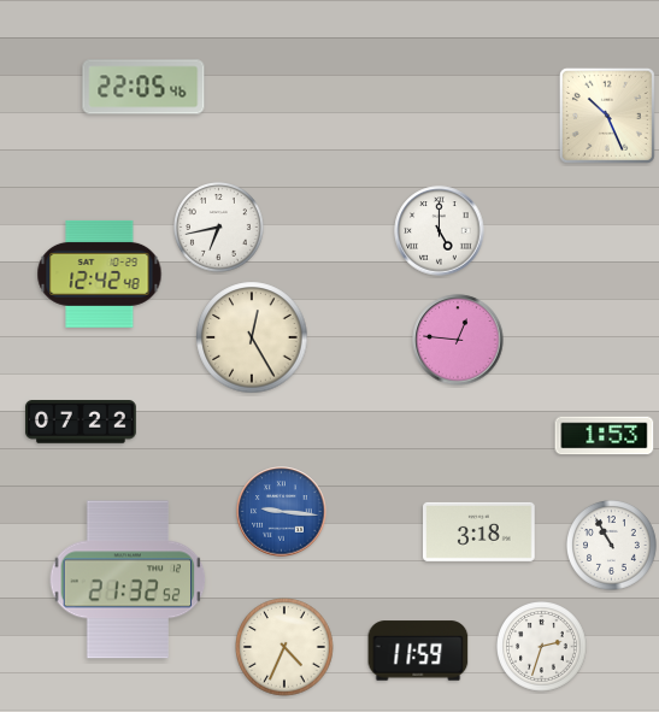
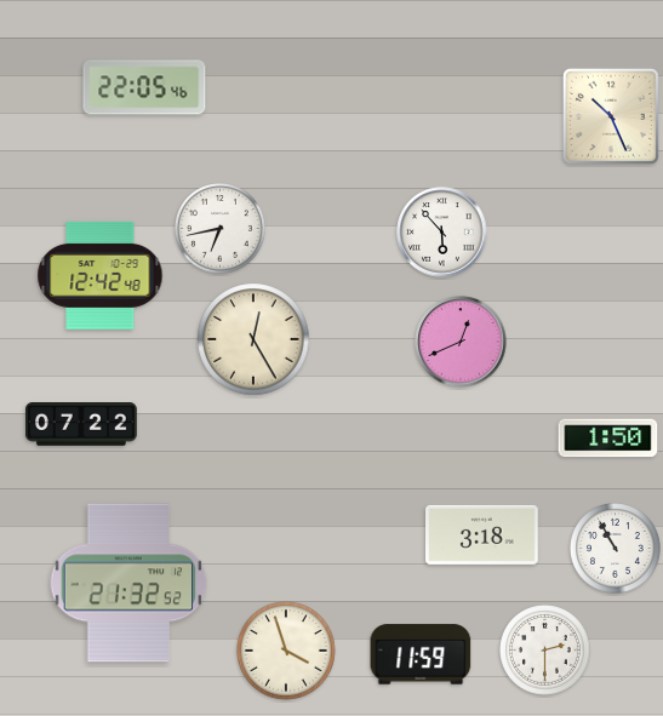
clock at (440, 231): 5:00 -> 5:53
clock at (458, 340): 12:46 -> 12:41
clock at (605, 436): 1:53 -> 1:50
clock at (282, 512): 9:16 -> none
clock at (284, 647): 4:34 -> 3:57
clock at (542, 647): 2:33 -> 2:30
